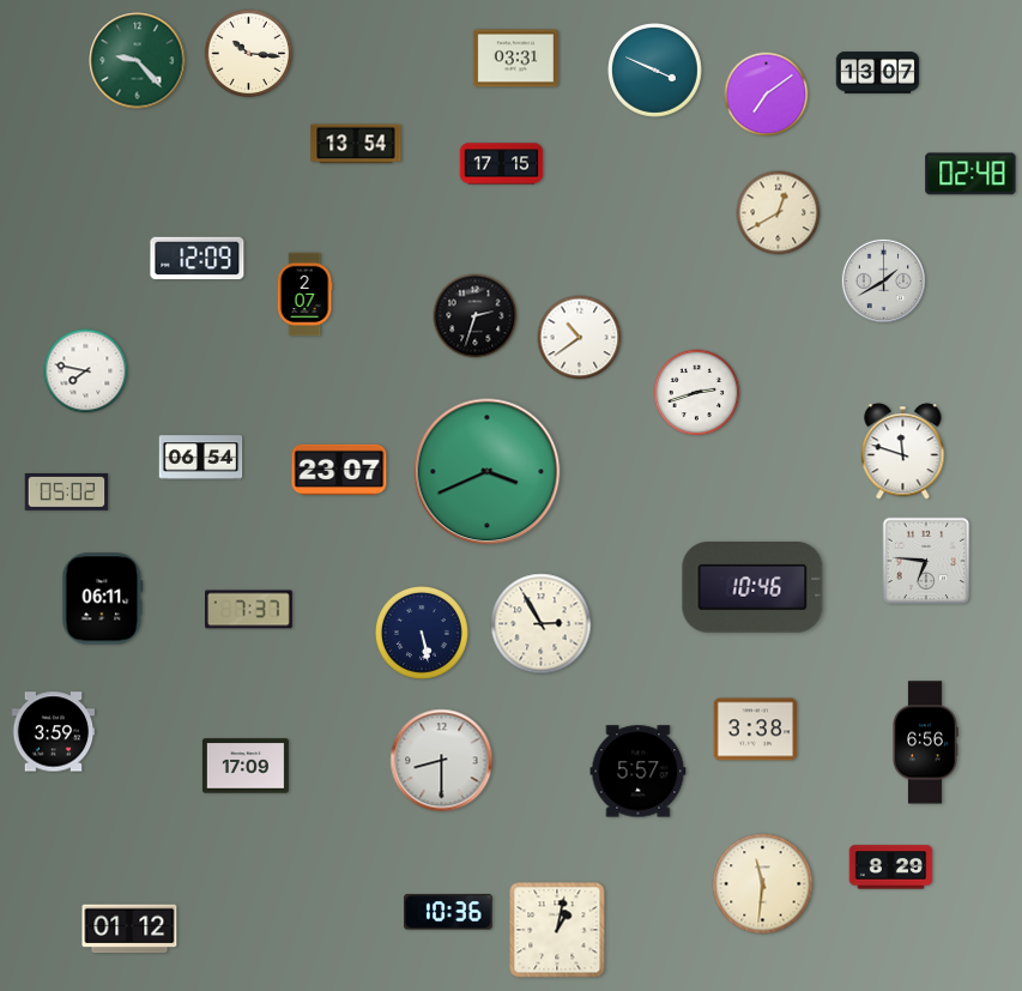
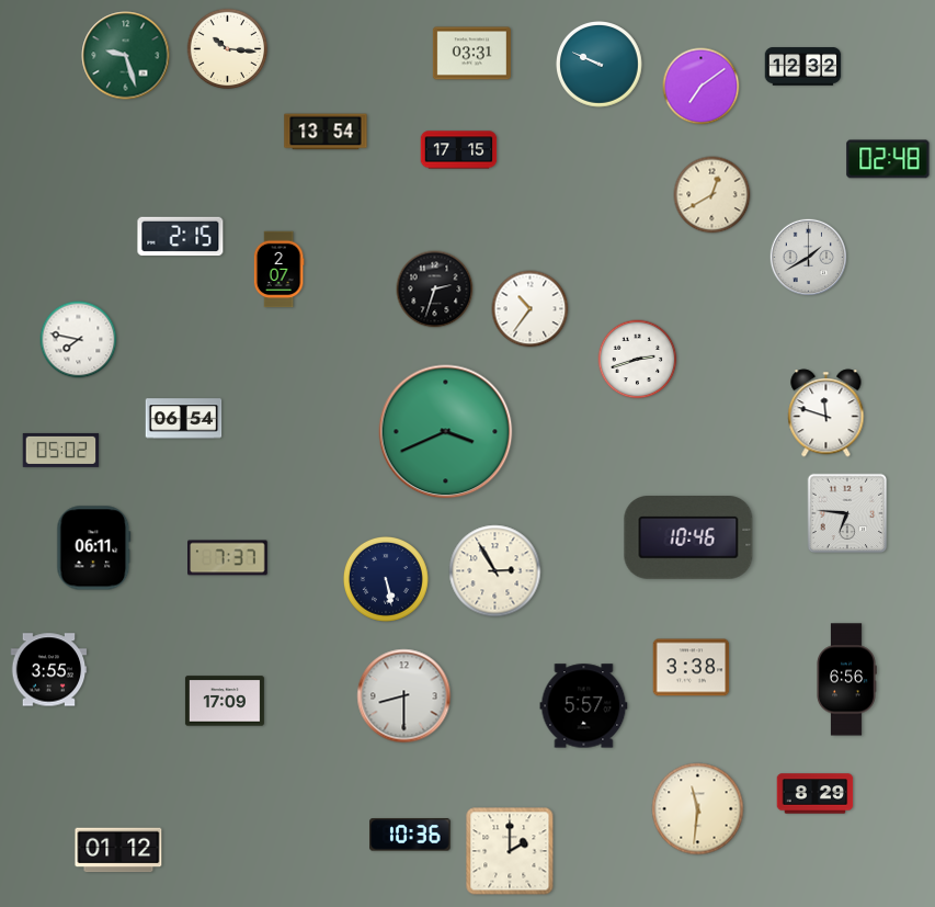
clock at (138, 61): 9:23 -> 9:27
clock at (655, 71): 3:49 -> 9:49
clock at (878, 73): 13:07 -> 12:32
clock at (198, 259): 12:09 -> 2:15
clock at (580, 338): 10:39 -> 10:36
clock at (339, 469): 23:07 -> none
clock at (54, 732): 3:59 -> 3:55
clock at (557, 930): 1:02 -> 2:00
